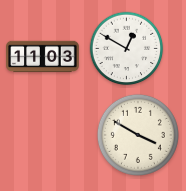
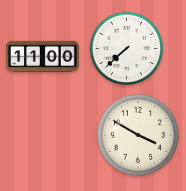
clock at (127, 49): 12:50 -> 7:38
clock at (43, 57): 11:03 -> 11:00
